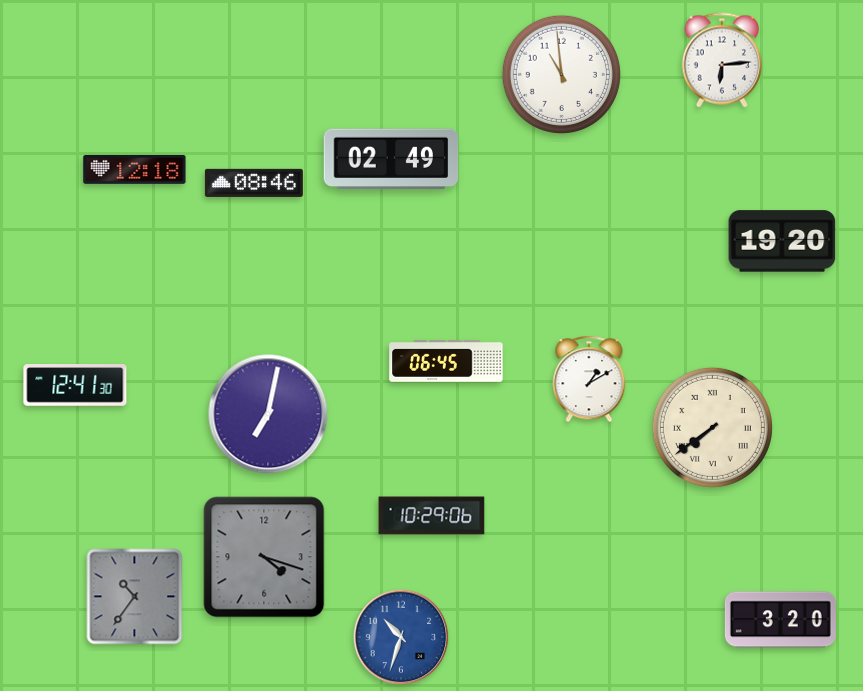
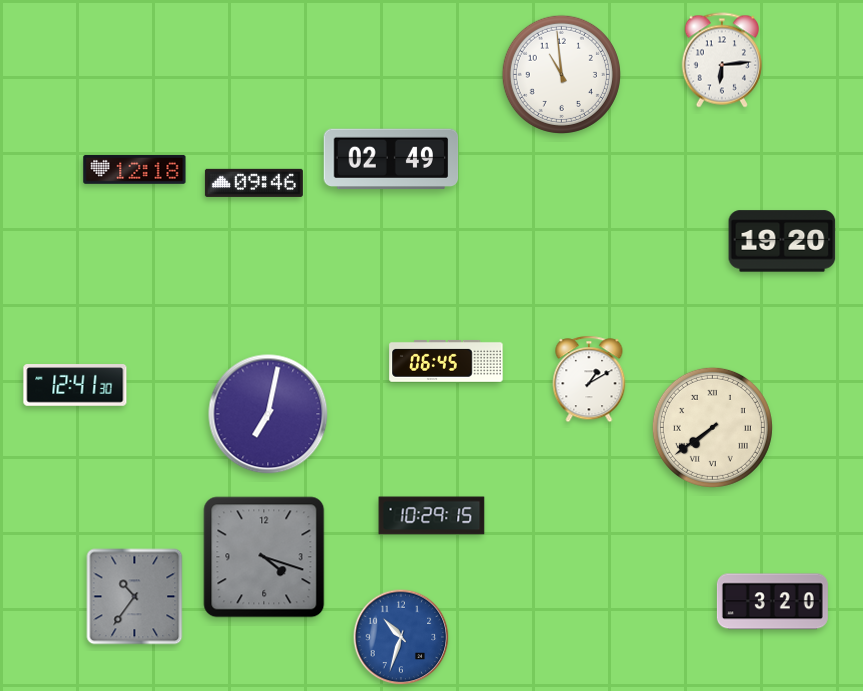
clock at (254, 183): 08:46 -> 09:46
clock at (432, 516): 10:29:06 -> 10:29:15
clock at (780, 620) position: (780, 620) -> (772, 602)
